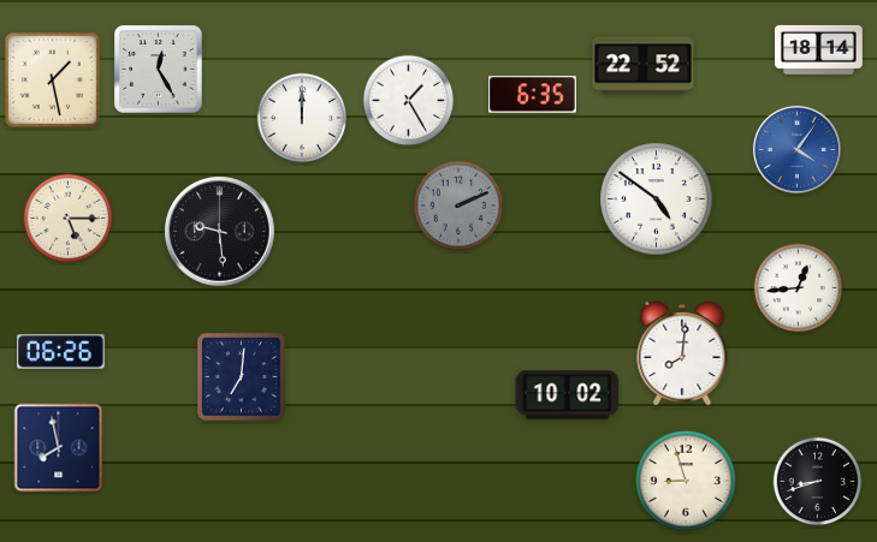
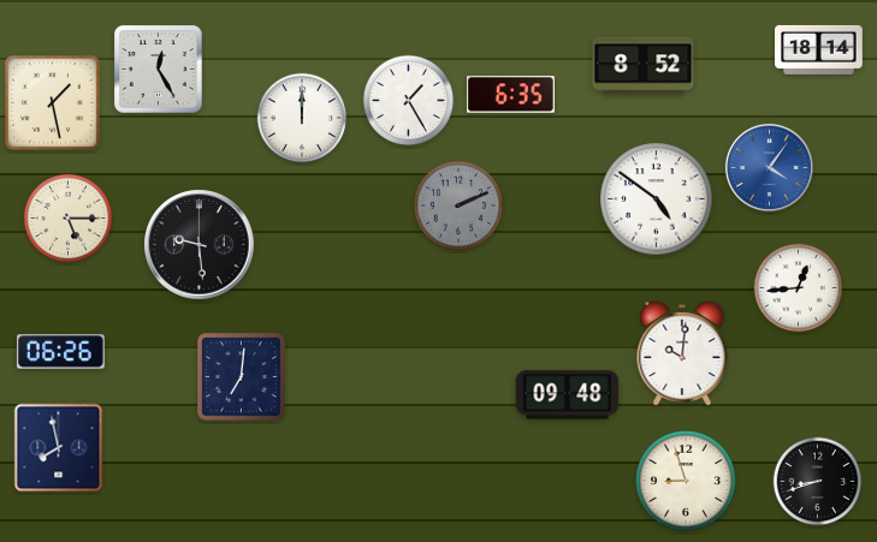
clock at (644, 66): 22:52 -> 8:52
clock at (52, 79) position: (52, 79) -> (52, 102)
clock at (533, 95) position: (533, 95) -> (511, 95)
clock at (796, 149) position: (796, 149) -> (769, 167)
clock at (220, 232) position: (220, 232) -> (200, 245)
clock at (682, 353): 8:01 -> 10:01
clock at (568, 395): 10:02 -> 09:48
